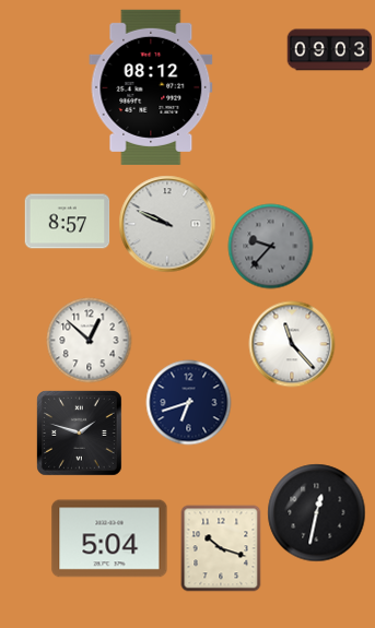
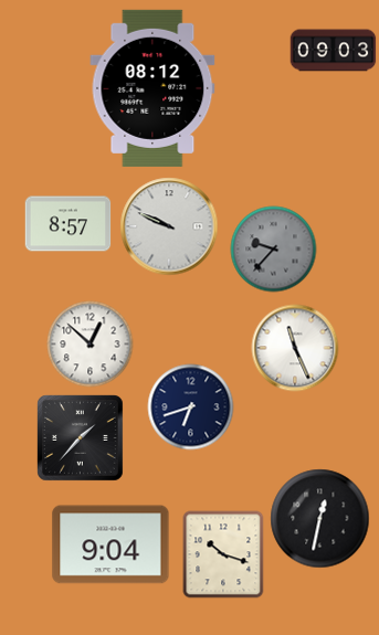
clock at (292, 344): 11:23 -> 11:26
clock at (80, 434): 1:48 -> 1:37
clock at (109, 538): 5:04 -> 9:04
